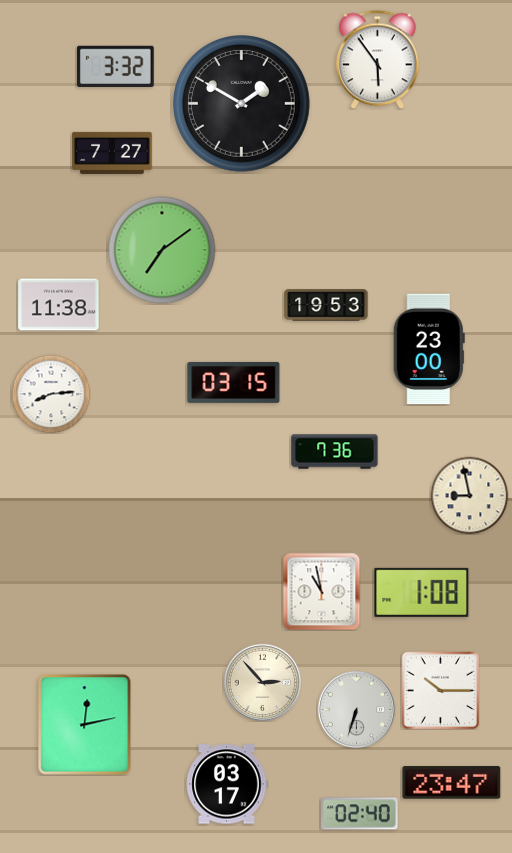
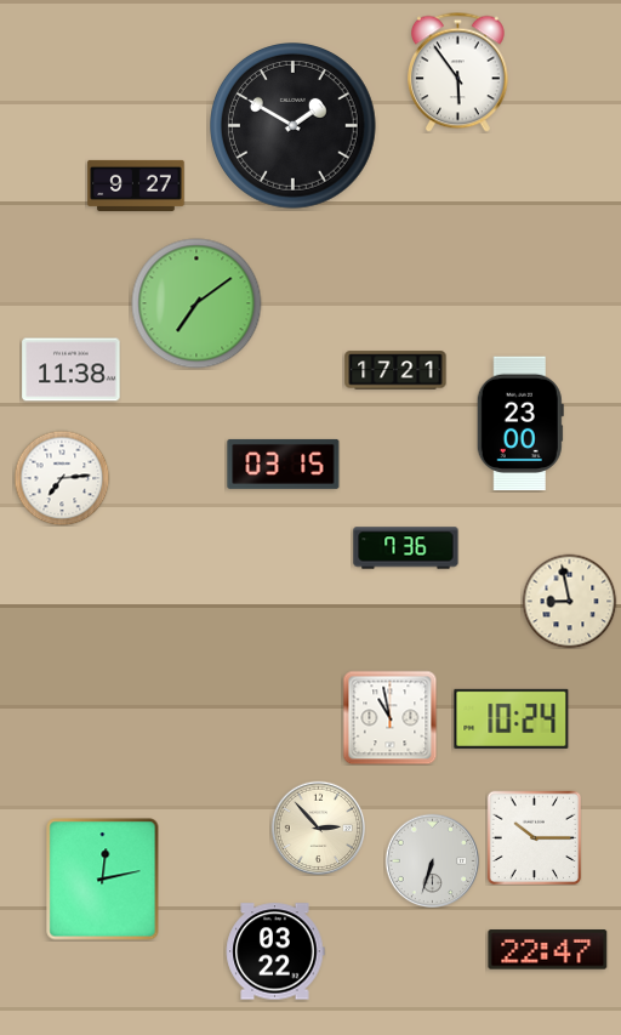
clock at (116, 66): 3:32 -> none
clock at (112, 153): 7:27 -> 9:27
clock at (326, 305): 19:53 -> 17:21
clock at (51, 394): 8:14 -> 7:14
clock at (422, 592): 1:08 -> 10:24
clock at (452, 783): 23:47 -> 22:47
clock at (227, 784): 03:17 -> 03:22
clock at (360, 814): 02:40 -> none
